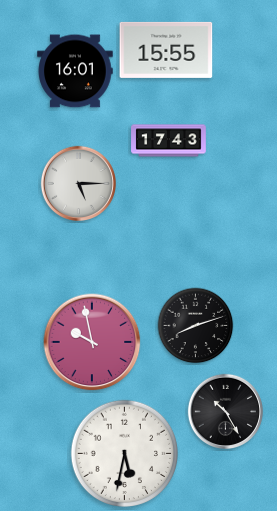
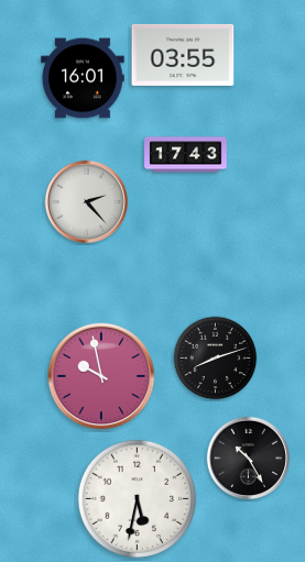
clock at (166, 50): 15:55 -> 03:55
clock at (78, 183): 5:15 -> 2:23
clock at (225, 411) position: (225, 411) -> (248, 458)
